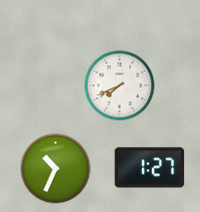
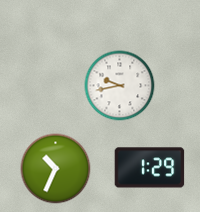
clock at (120, 86): 7:41 -> 9:43
clock at (150, 168): 1:27 -> 1:29
